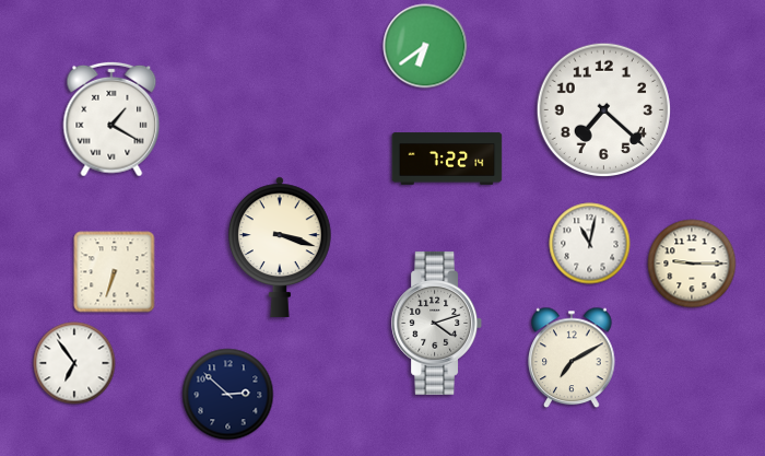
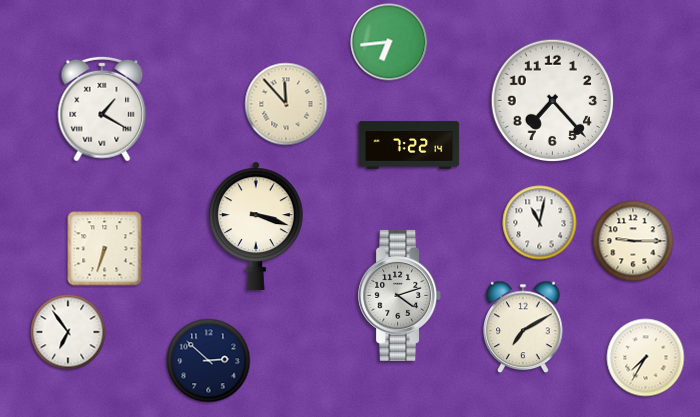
clock at (425, 46): 6:39 -> 6:44
clock at (603, 109): 7:22 -> 7:23
clock at (286, 104): none -> 11:53
clock at (646, 358): none -> 7:35
